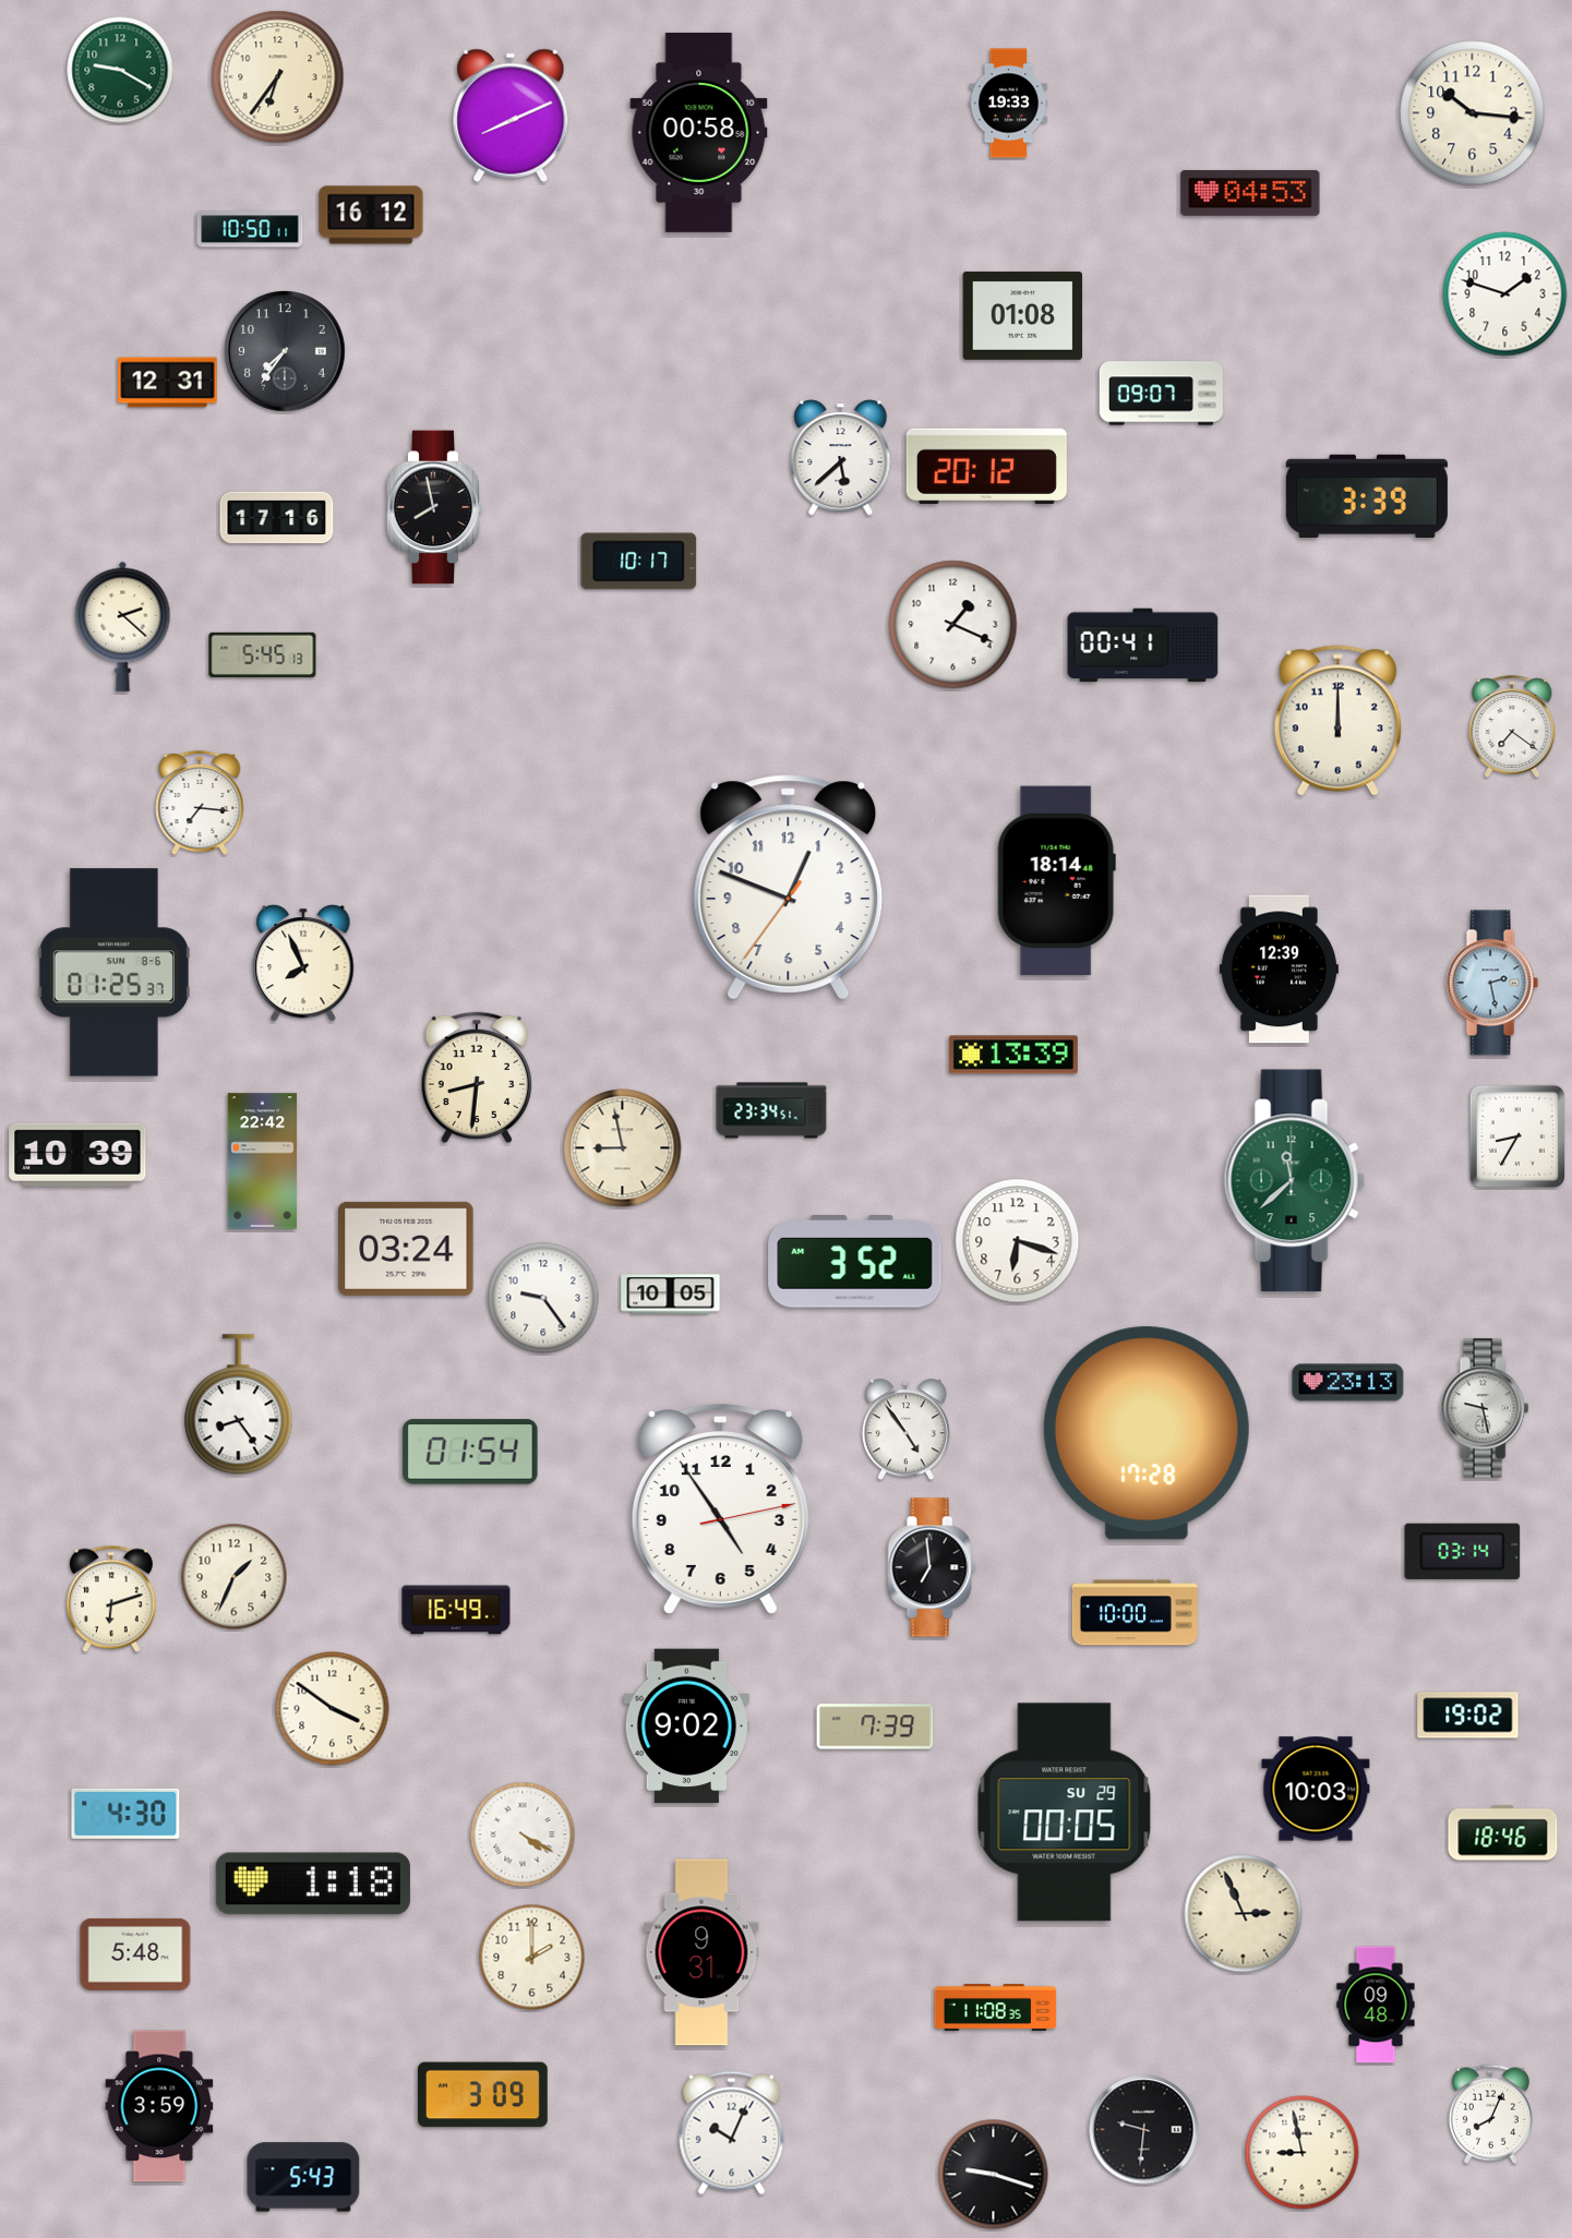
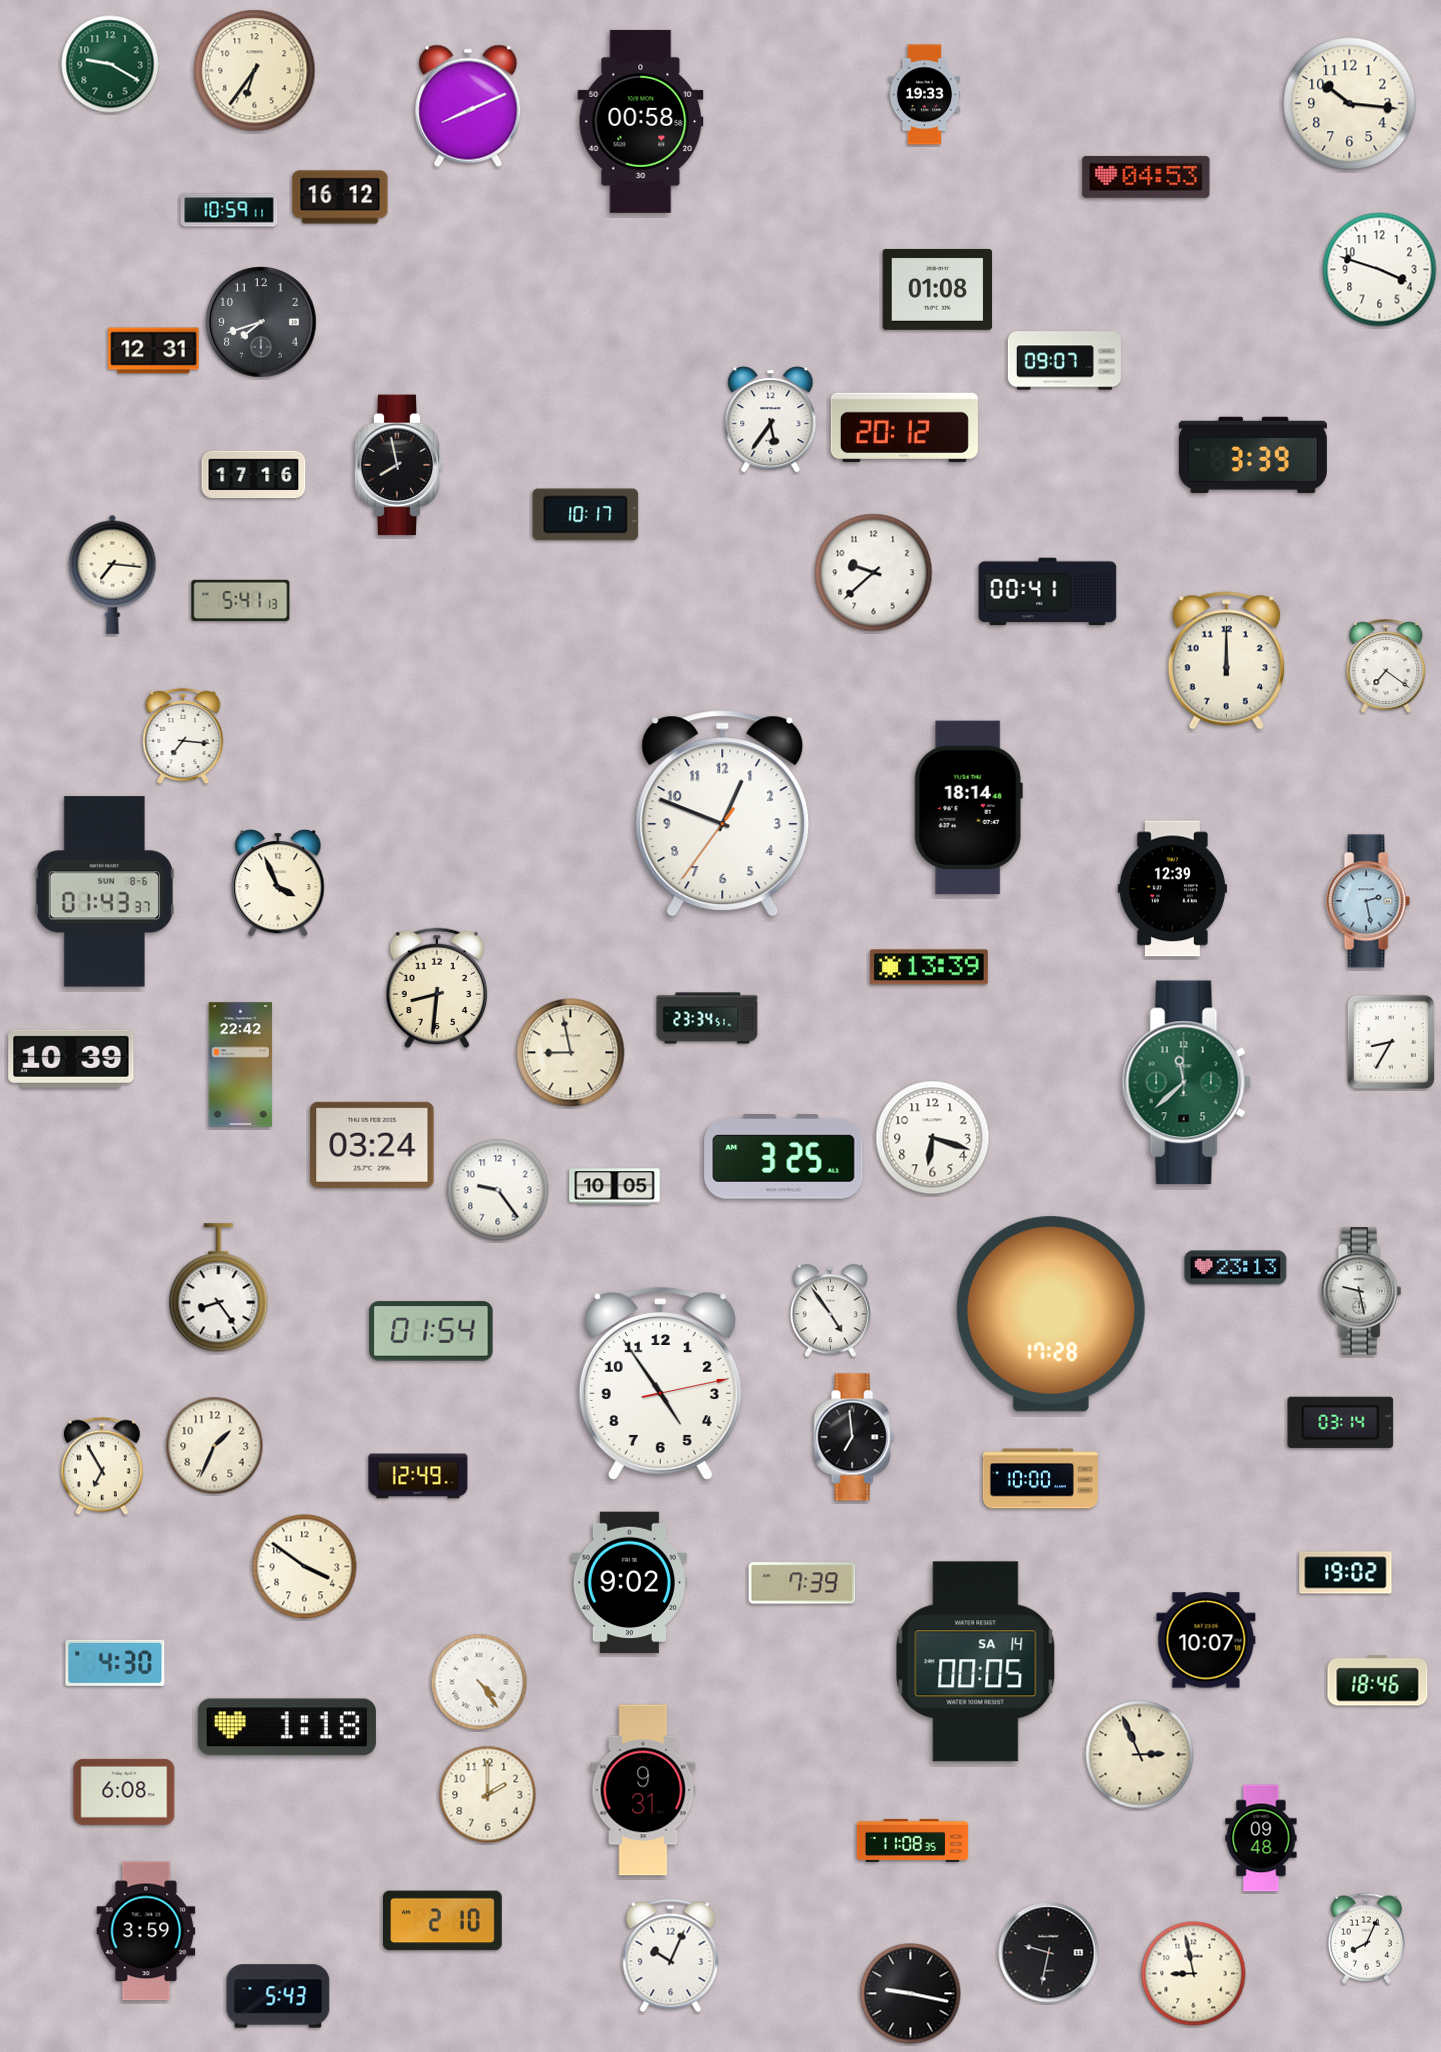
clock at (250, 229): 10:50 -> 10:59
clock at (1505, 294): 1:48 -> 3:48
clock at (285, 351): 7:36 -> 7:42
clock at (841, 458): 5:38 -> 5:36
clock at (953, 625): 1:19 -> 9:38
clock at (123, 626): 2:22 -> 7:16
clock at (263, 654): 5:45 -> 5:41
clock at (303, 963): 7:56 -> 3:56
clock at (113, 973): 01:25 -> 01:43
clock at (855, 1262): 3:52 -> 3:25
clock at (112, 1599): 6:12 -> 6:55
clock at (456, 1610): 16:49 -> 12:49
clock at (1316, 1789): 10:03 -> 10:07
clock at (1065, 1813) date: SU 29 -> SA 14
clock at (523, 1834): 4:20 -> 4:24
clock at (135, 1954): 5:48 -> 6:08
clock at (482, 2095): 3:09 -> 2:10
clock at (1144, 2130): 9:31 -> 9:32
clock at (994, 2175): 9:18 -> 9:17
